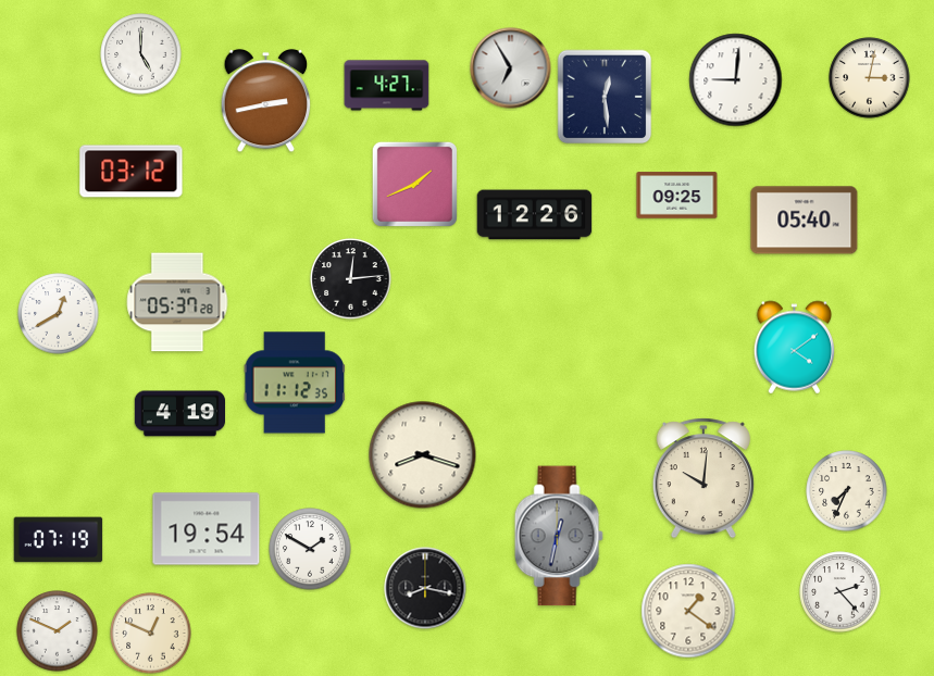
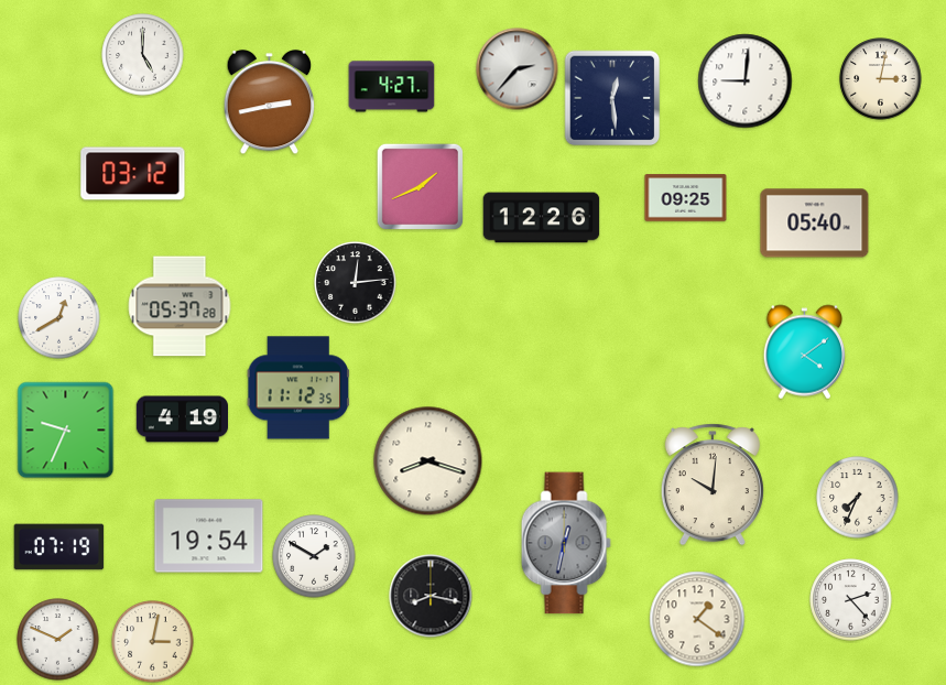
clock at (511, 68): 6:55 -> 2:37
clock at (66, 431): none -> 9:34
clock at (151, 634): 12:49 -> 3:02
